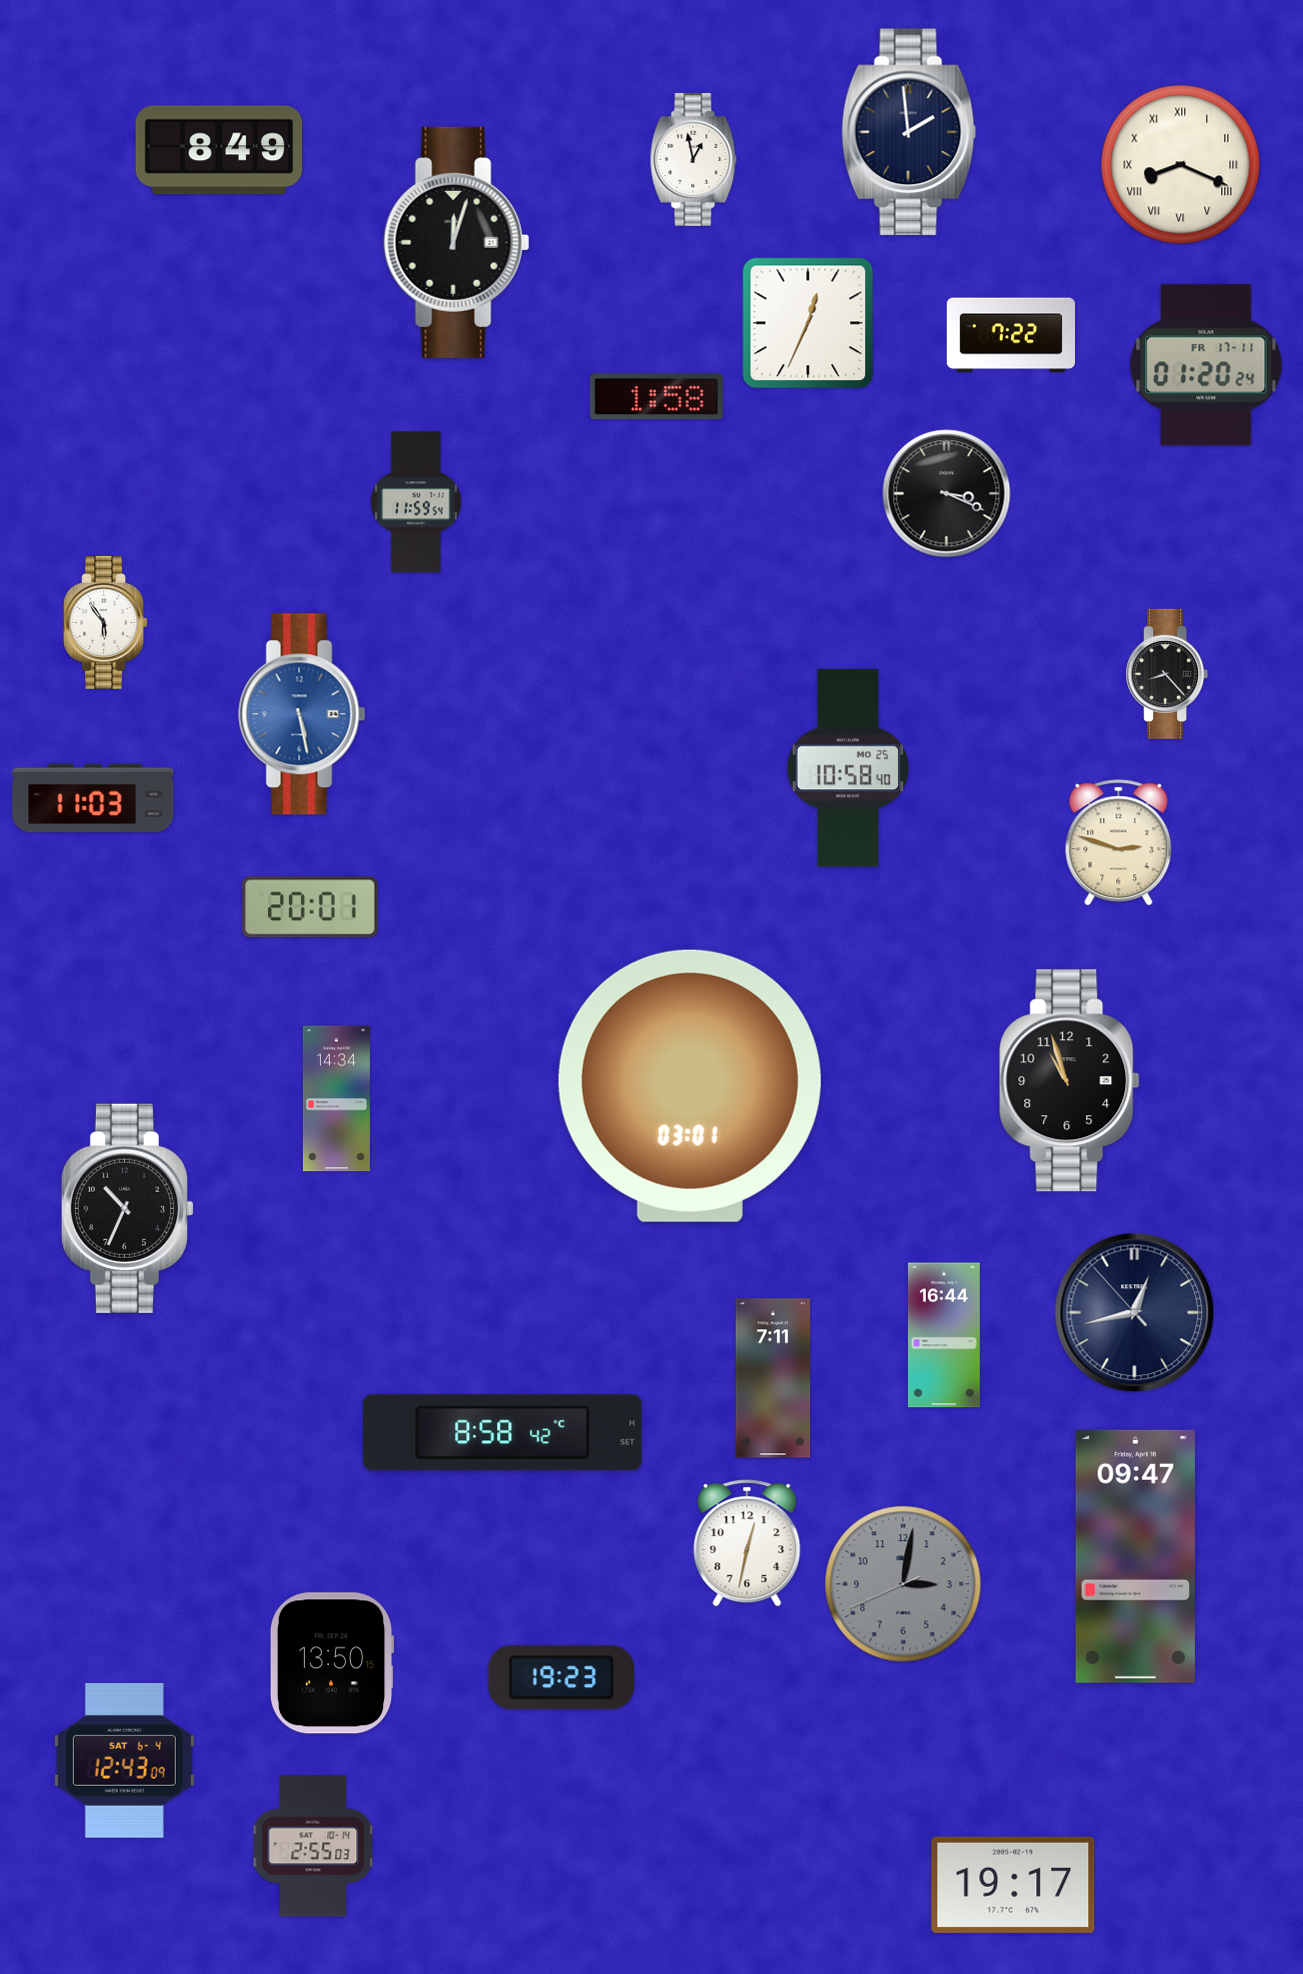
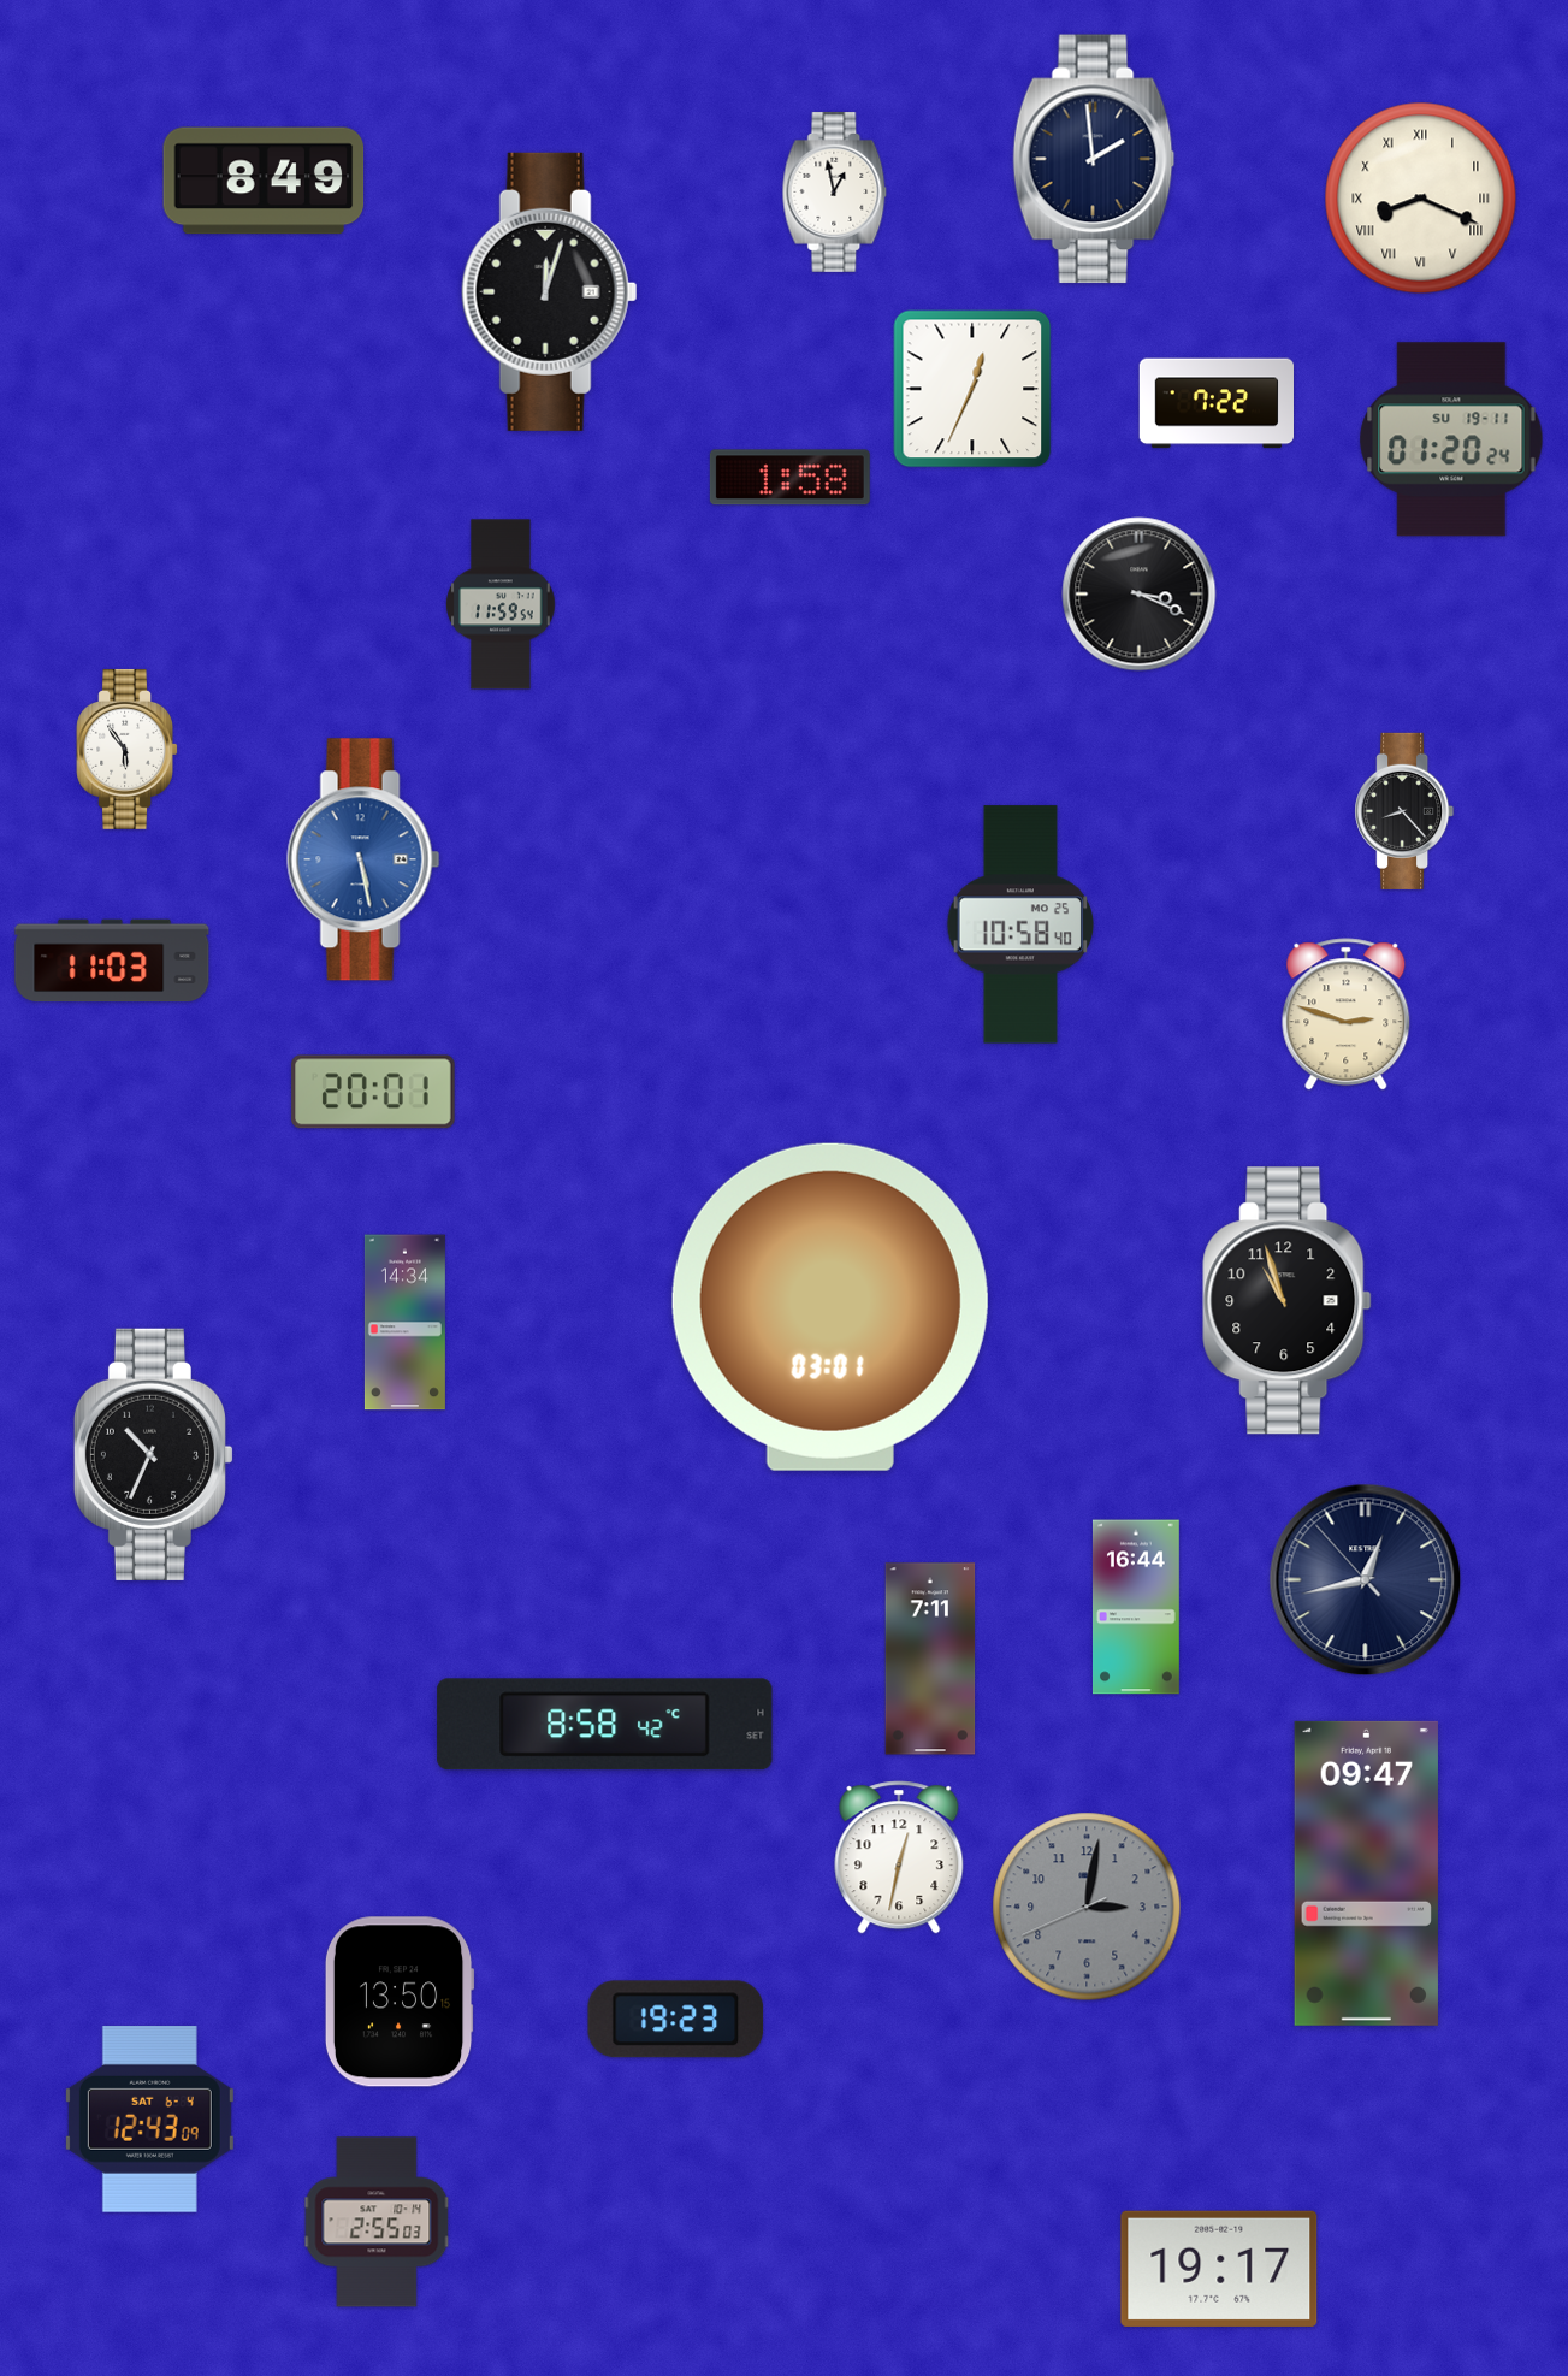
clock at (1206, 365) date: FR 17-11 -> SU 19-11
